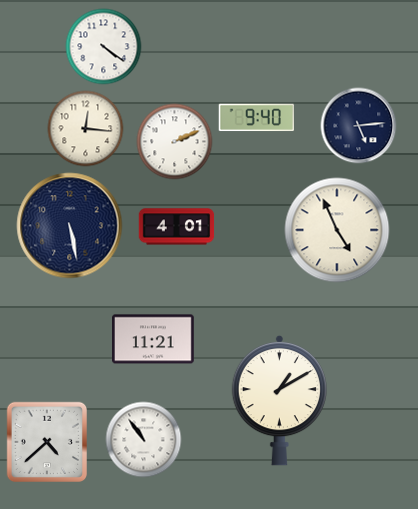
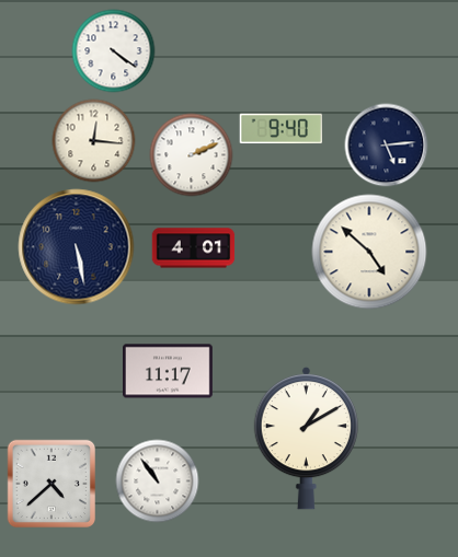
clock at (359, 126) position: (359, 126) -> (387, 146)
clock at (337, 230): 4:56 -> 4:52
clock at (154, 339): 11:21 -> 11:17
